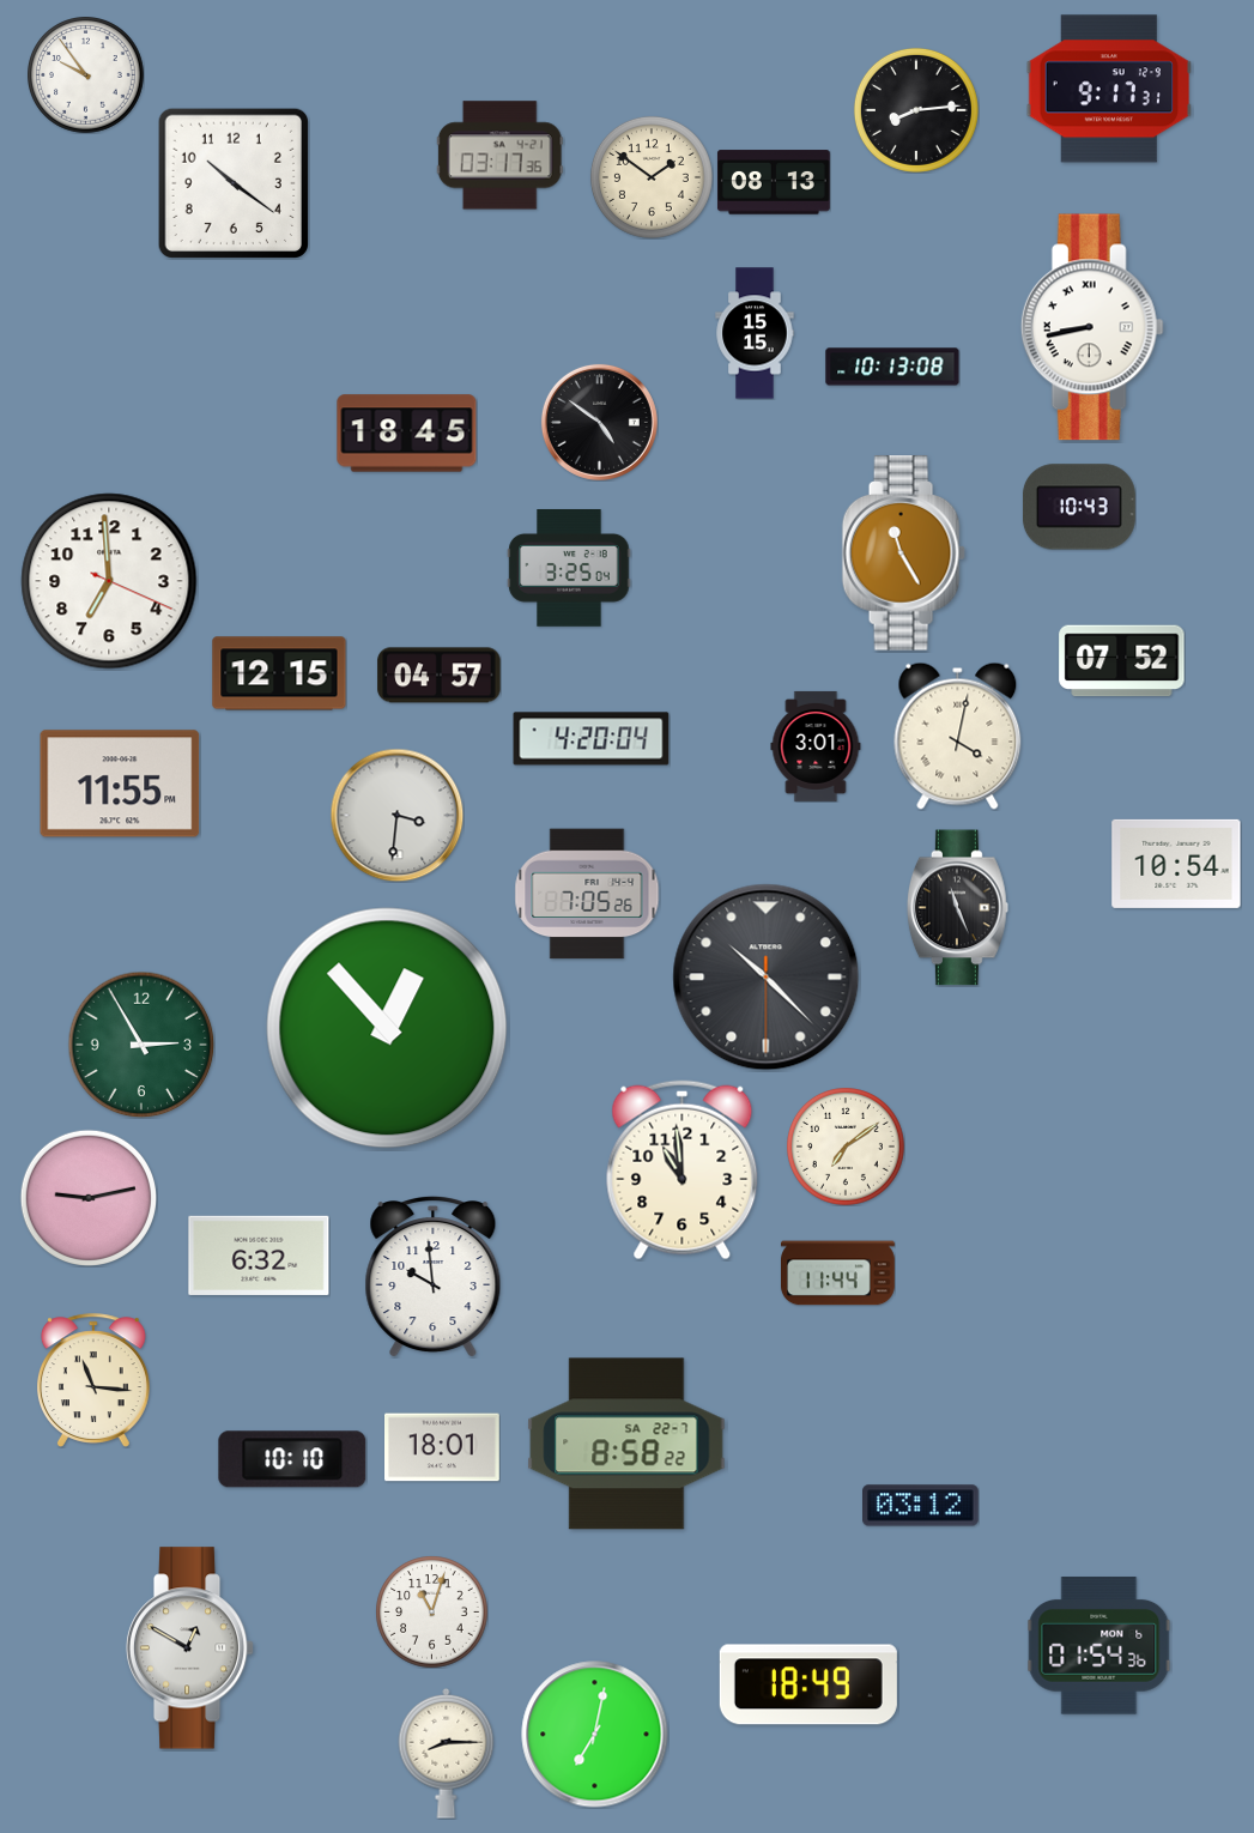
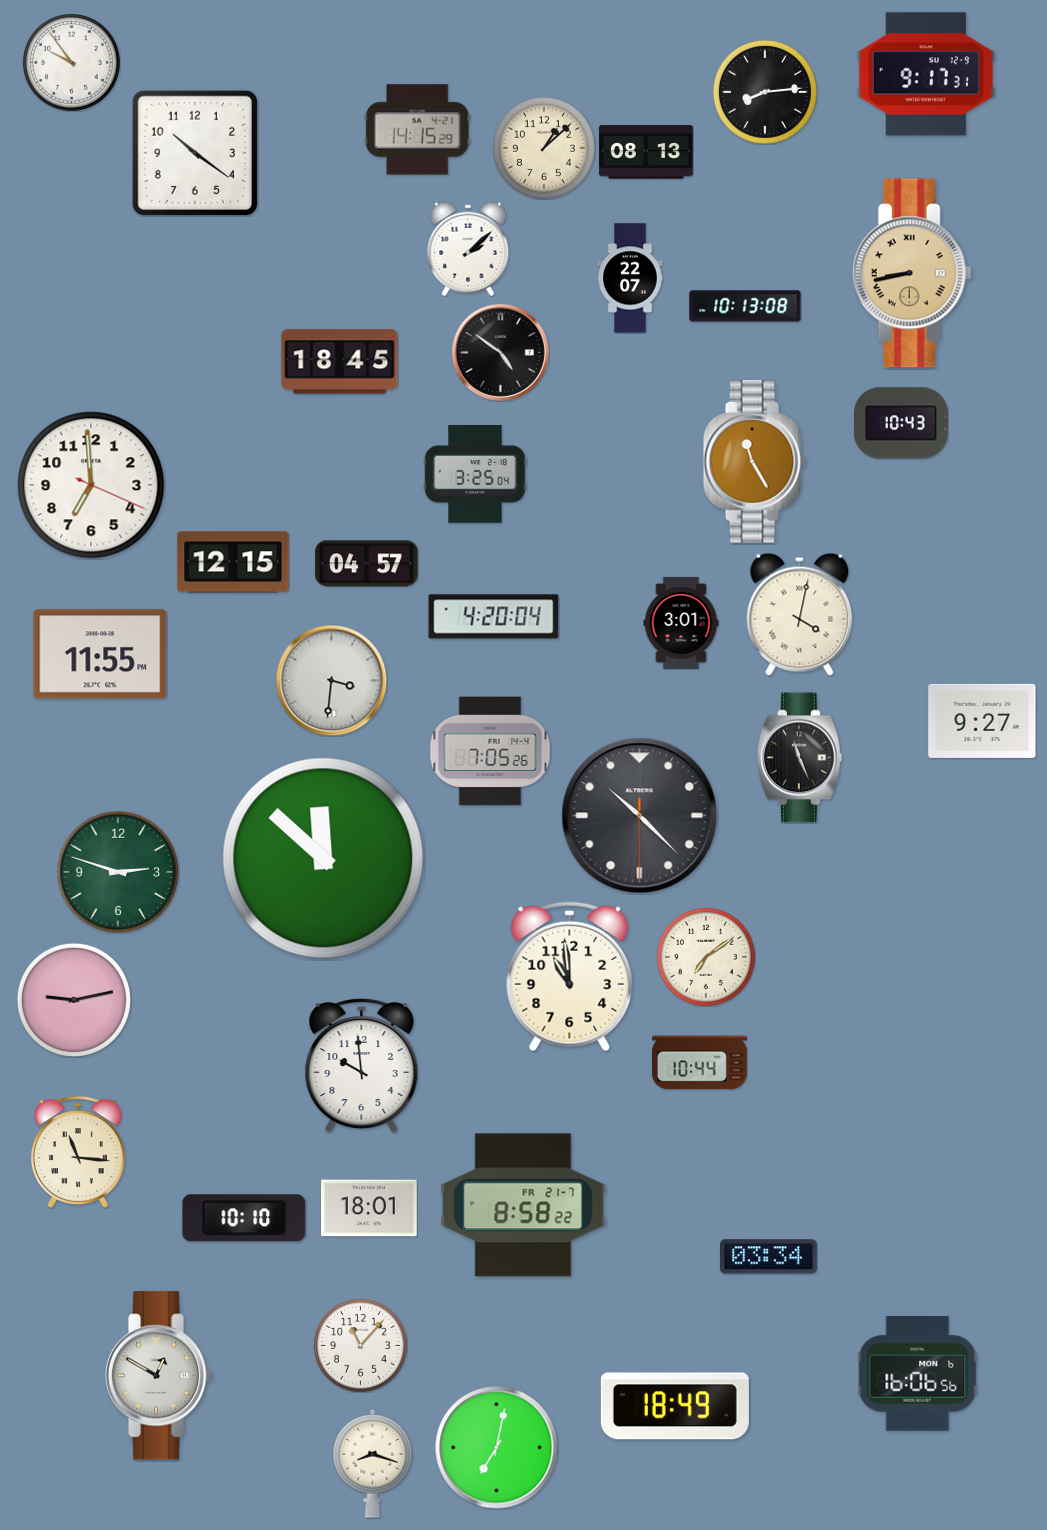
clock at (499, 156): 03:17 -> 14:15
clock at (652, 177): 1:51 -> 1:08
clock at (468, 249): none -> 2:08
clock at (1092, 327) dial: white -> champagne
clock at (755, 333): 15:15 -> 22:07
clock at (1122, 661): 07:52 -> none
clock at (1176, 864): 10:54 -> 9:27
clock at (587, 894) position: (587, 894) -> (490, 751)
clock at (387, 1028): 12:53 -> 11:52
clock at (141, 1045): 2:55 -> 2:48
clock at (259, 1256): 6:32 -> none
clock at (838, 1274): 11:44 -> 10:44
clock at (626, 1444) date: SA 22-7 -> FR 21-7
clock at (921, 1506): 03:12 -> 03:34
clock at (431, 1611): 11:03 -> 11:07
clock at (1098, 1646): 01:54 -> 16:06
clock at (447, 1753): 8:15 -> 8:18
